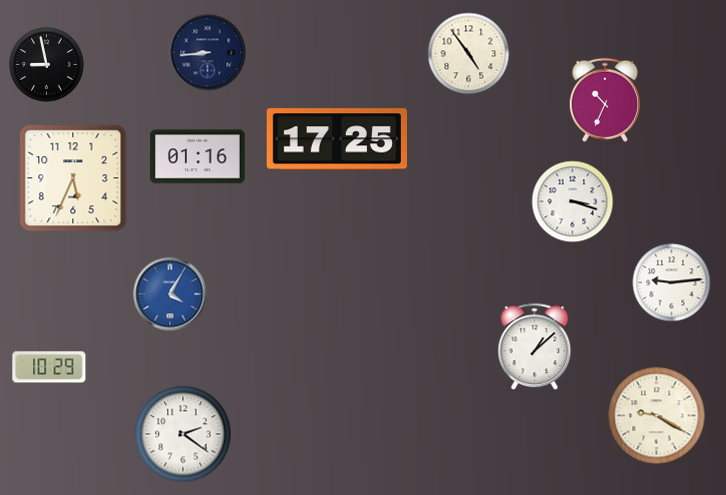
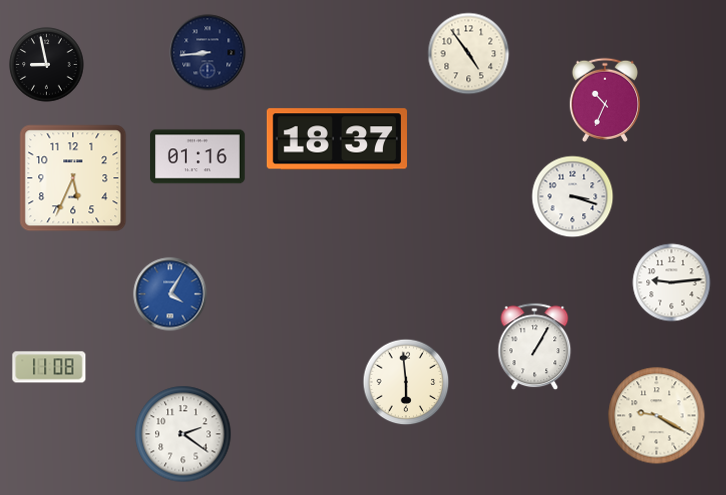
clock at (336, 139): 17:25 -> 18:37
clock at (573, 202) position: (573, 202) -> (573, 197)
clock at (535, 347): 1:08 -> 1:05
clock at (49, 367): 10:29 -> 11:08
clock at (406, 382): none -> 5:59
